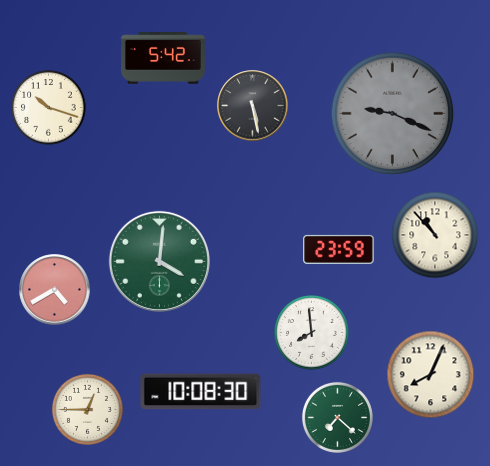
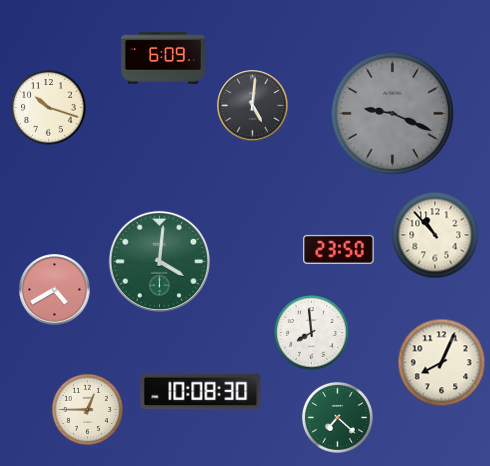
clock at (164, 58): 5:42 -> 6:09
clock at (253, 106): 5:28 -> 5:01
clock at (339, 249): 23:59 -> 23:50
clock at (431, 375) position: (431, 375) -> (442, 363)
